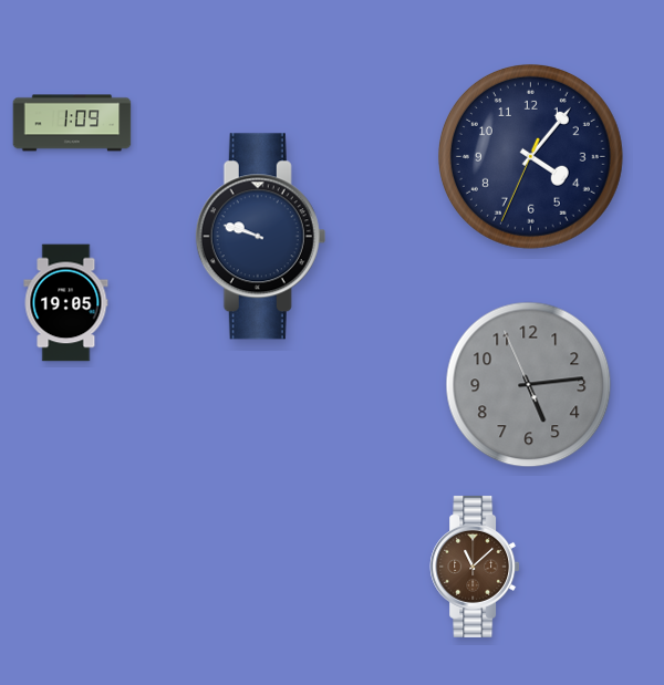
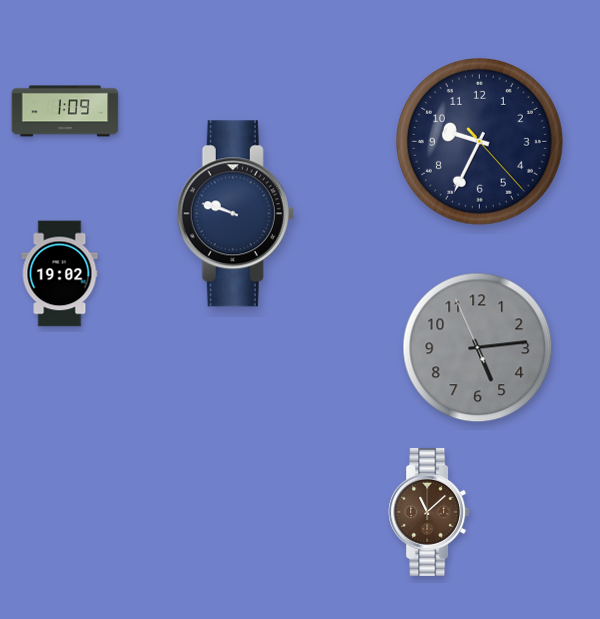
clock at (530, 156): 4:06 -> 9:34
clock at (66, 303): 19:05 -> 19:02
